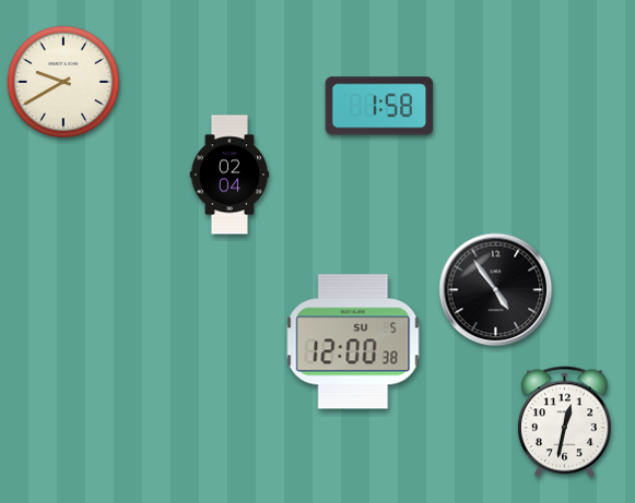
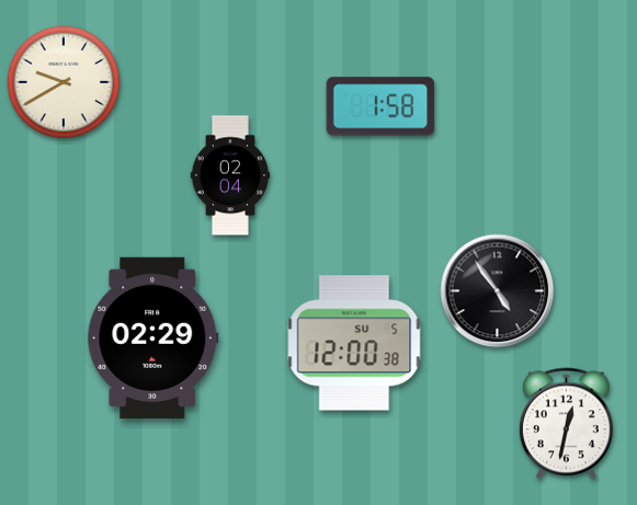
clock at (153, 337): none -> 02:29
